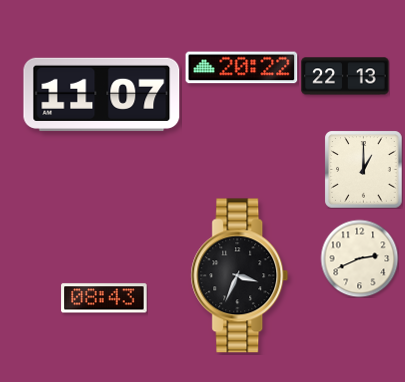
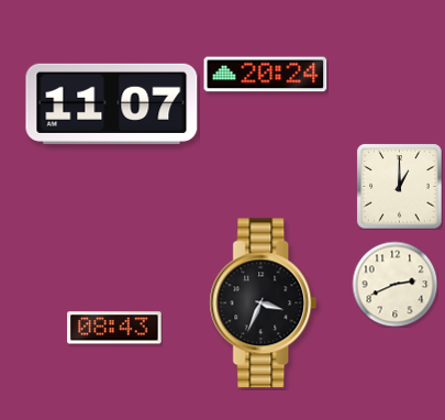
clock at (242, 68): 20:22 -> 20:24
clock at (345, 76): 22:13 -> none
